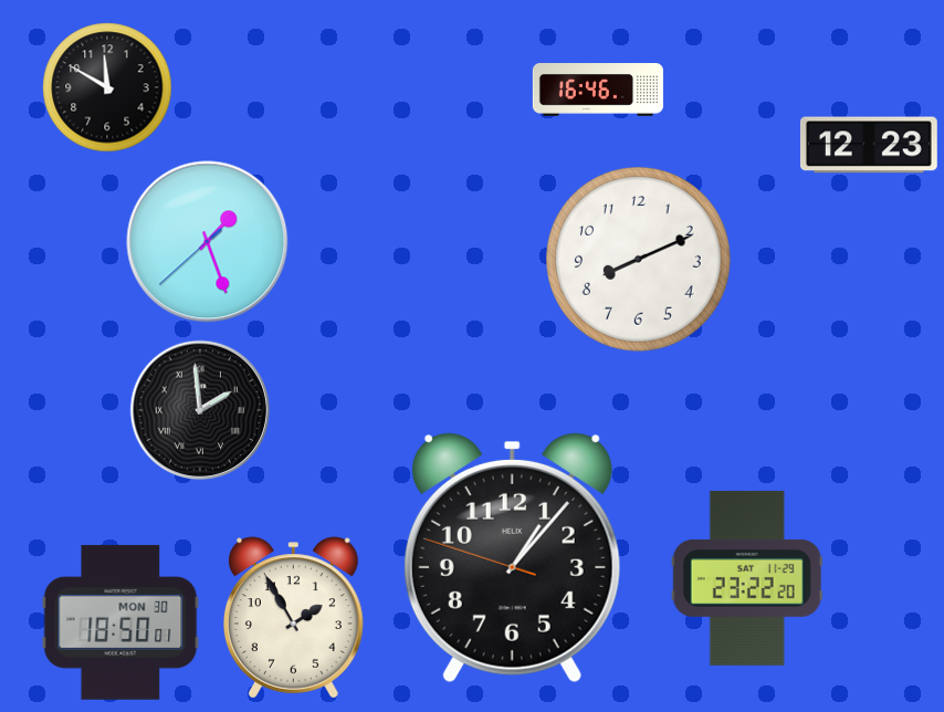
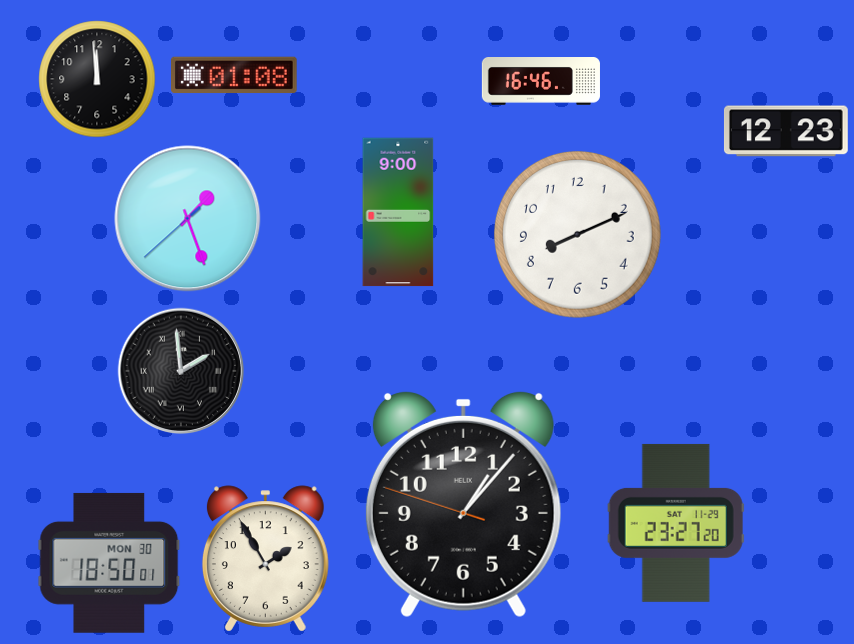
clock at (235, 75): none -> 01:08
clock at (107, 87): 11:50 -> 11:59
clock at (398, 212): none -> 9:00
clock at (747, 578): 23:22 -> 23:27
